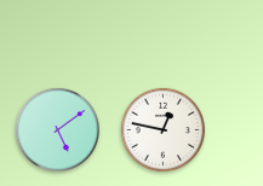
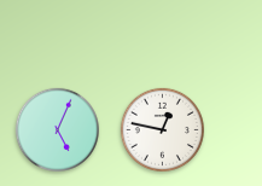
clock at (57, 129): 5:09 -> 5:04
